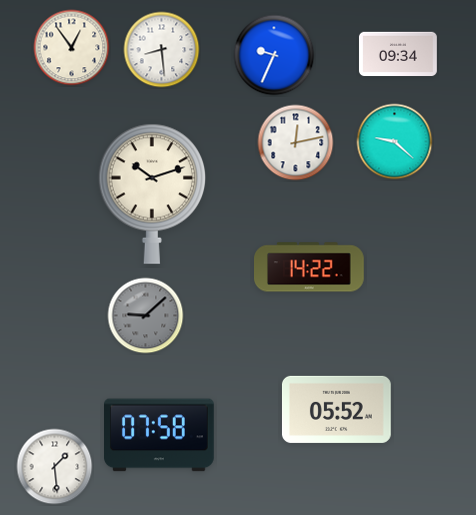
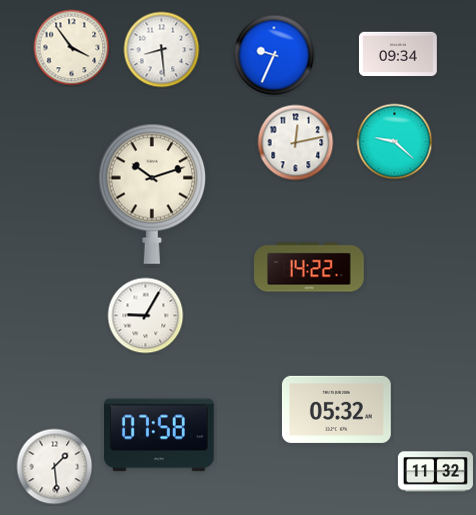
clock at (72, 48): 12:54 -> 3:54
clock at (146, 316): 9:08 -> 9:05
clock at (146, 316) dial: grey -> white
clock at (336, 409): 05:52 -> 05:32
clock at (435, 472): none -> 11:32
